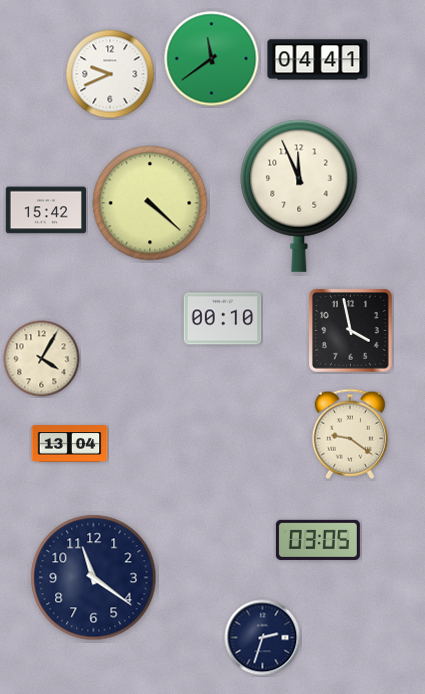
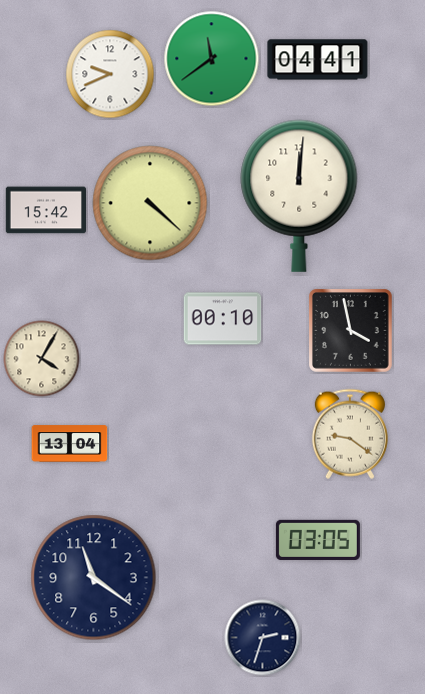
clock at (299, 196): 11:56 -> 12:01
